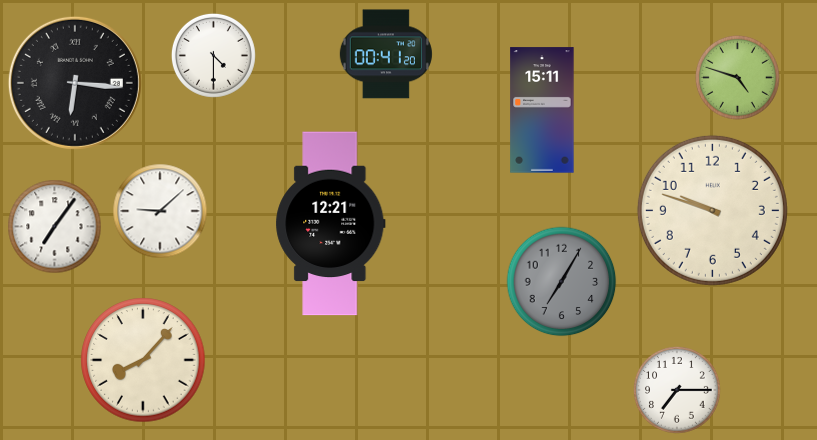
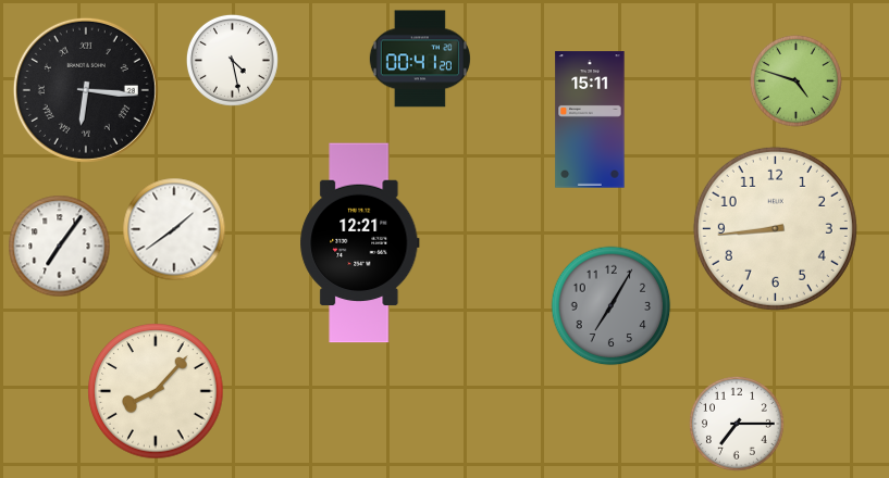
clock at (213, 55): 4:30 -> 4:28
clock at (737, 77) position: (737, 77) -> (795, 80)
clock at (75, 83) position: (75, 83) -> (86, 90)
clock at (712, 210): 9:48 -> 8:44
clock at (160, 211): 9:08 -> 1:39
